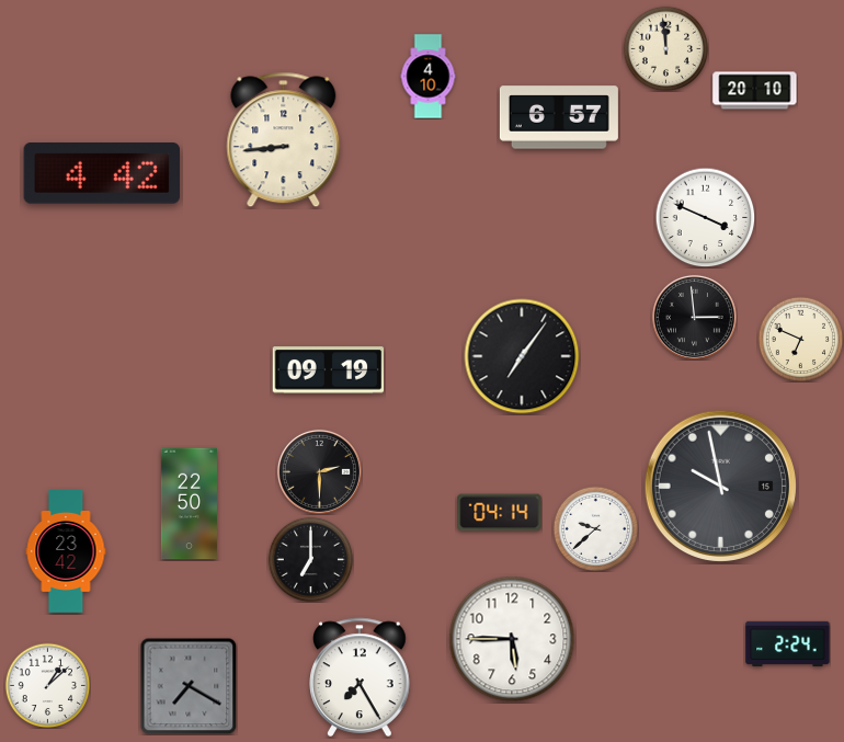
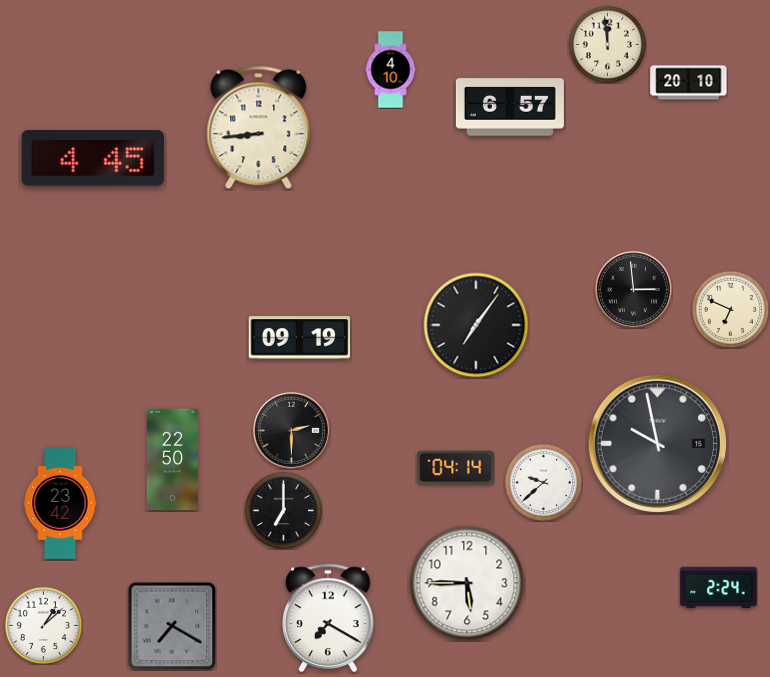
clock at (101, 174): 4:42 -> 4:45
clock at (705, 217): 3:49 -> none
clock at (360, 676): 7:25 -> 7:20
